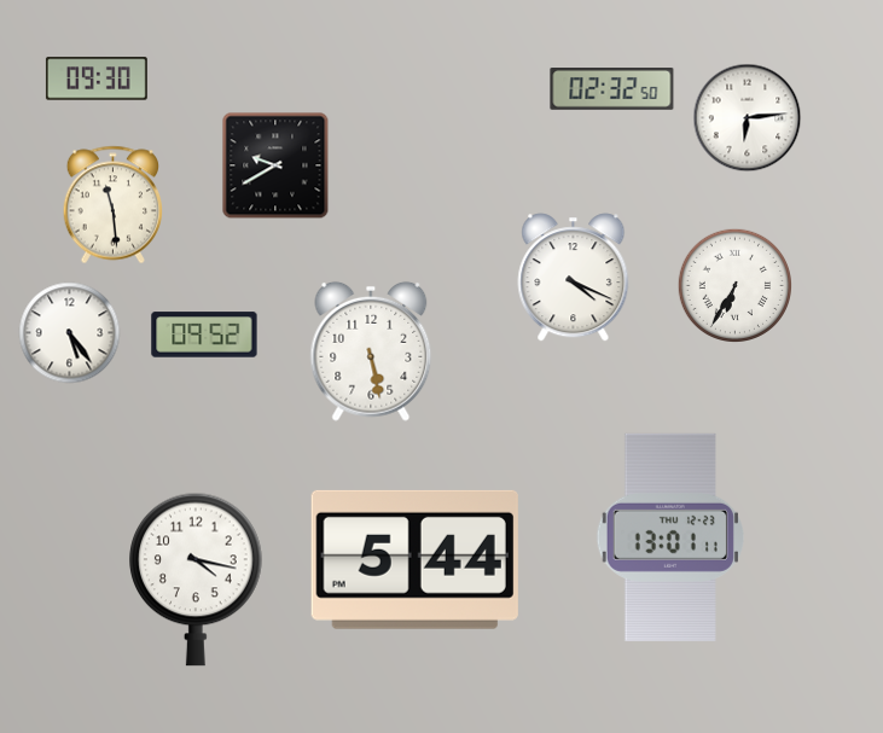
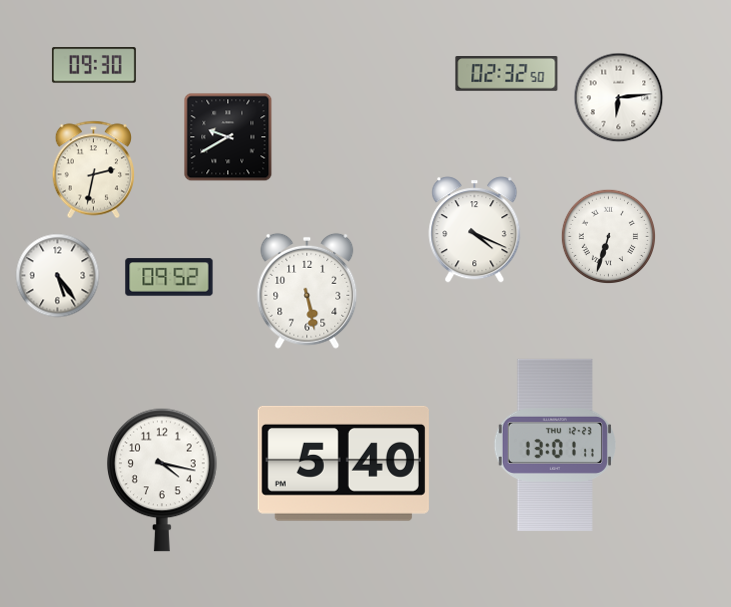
clock at (97, 78) position: (97, 78) -> (94, 65)
clock at (112, 205): 11:29 -> 2:32
clock at (734, 285): 6:35 -> 6:33
clock at (414, 559): 5:44 -> 5:40
